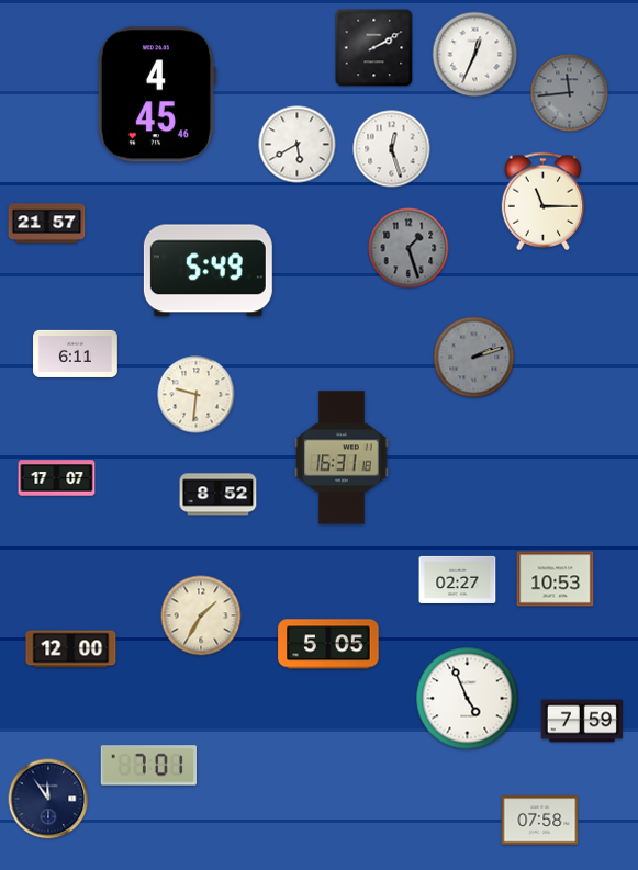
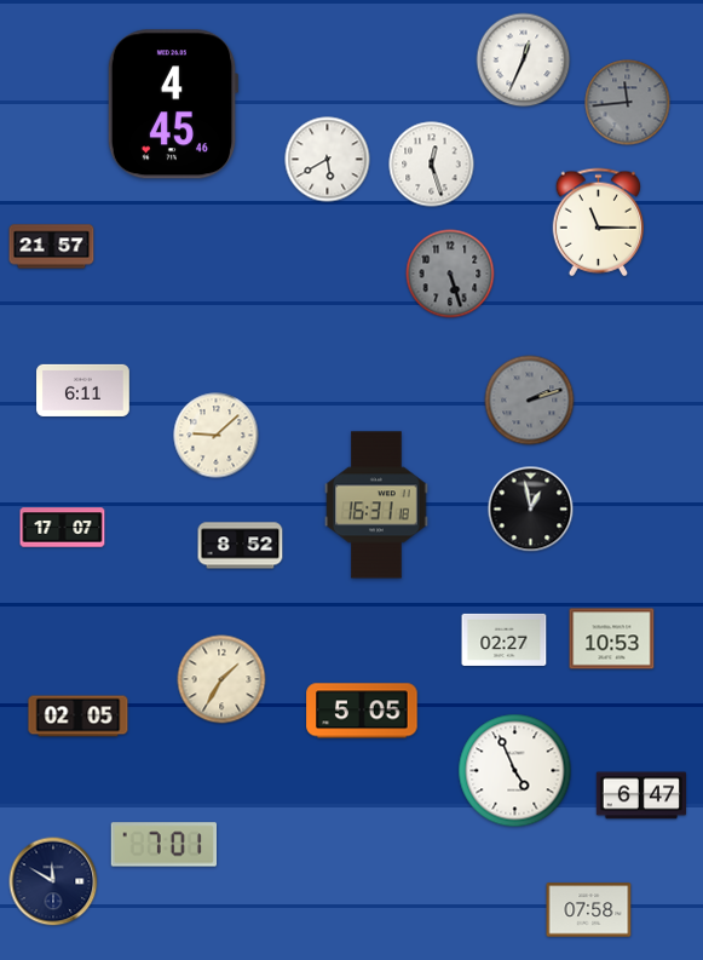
clock at (374, 48): 2:10 -> none
clock at (408, 248): 1:27 -> 5:27
clock at (208, 271): 5:49 -> none
clock at (474, 358) position: (474, 358) -> (530, 401)
clock at (197, 395): 9:31 -> 9:08
clock at (531, 510): none -> 12:58
clock at (71, 649): 12:00 -> 02:05
clock at (581, 721): 7:59 -> 6:47
clock at (48, 799): 11:54 -> 11:50
clock at (540, 821) position: (540, 821) -> (589, 910)
